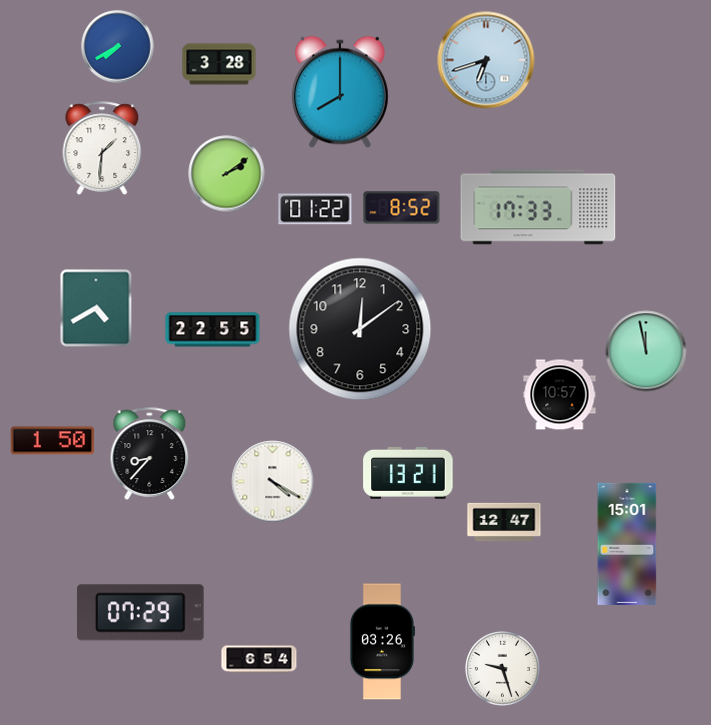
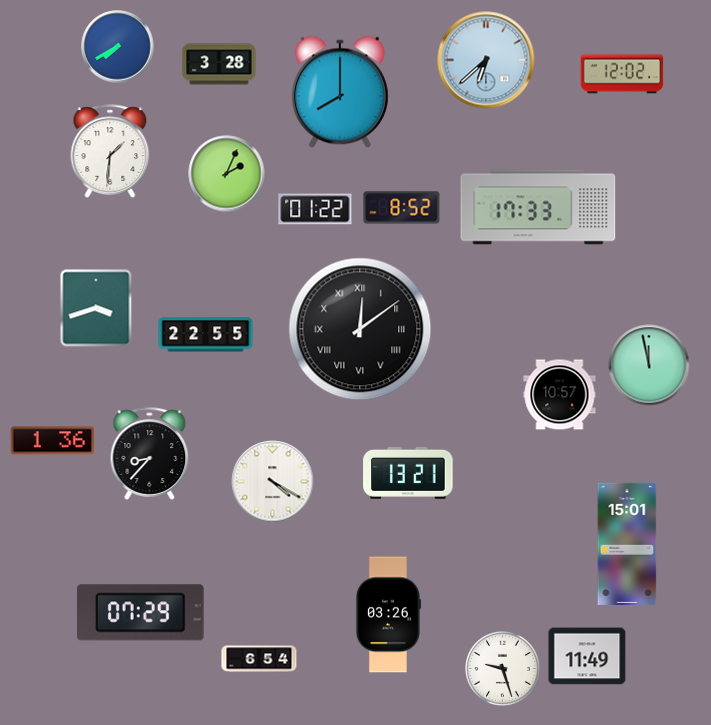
clock at (486, 60): 6:42 -> 6:38
clock at (622, 74): none -> 12:02
clock at (102, 148) position: (102, 148) -> (110, 151)
clock at (227, 174): 2:09 -> 2:04
clock at (96, 308): 4:40 -> 3:42
clock at (360, 329) numerals: Arabic -> Roman
clock at (213, 330) position: (213, 330) -> (206, 335)
clock at (646, 351) position: (646, 351) -> (649, 365)
clock at (52, 441): 1:50 -> 1:36
clock at (504, 522): 12:47 -> none
clock at (382, 642) position: (382, 642) -> (388, 615)
clock at (587, 656): none -> 11:49
